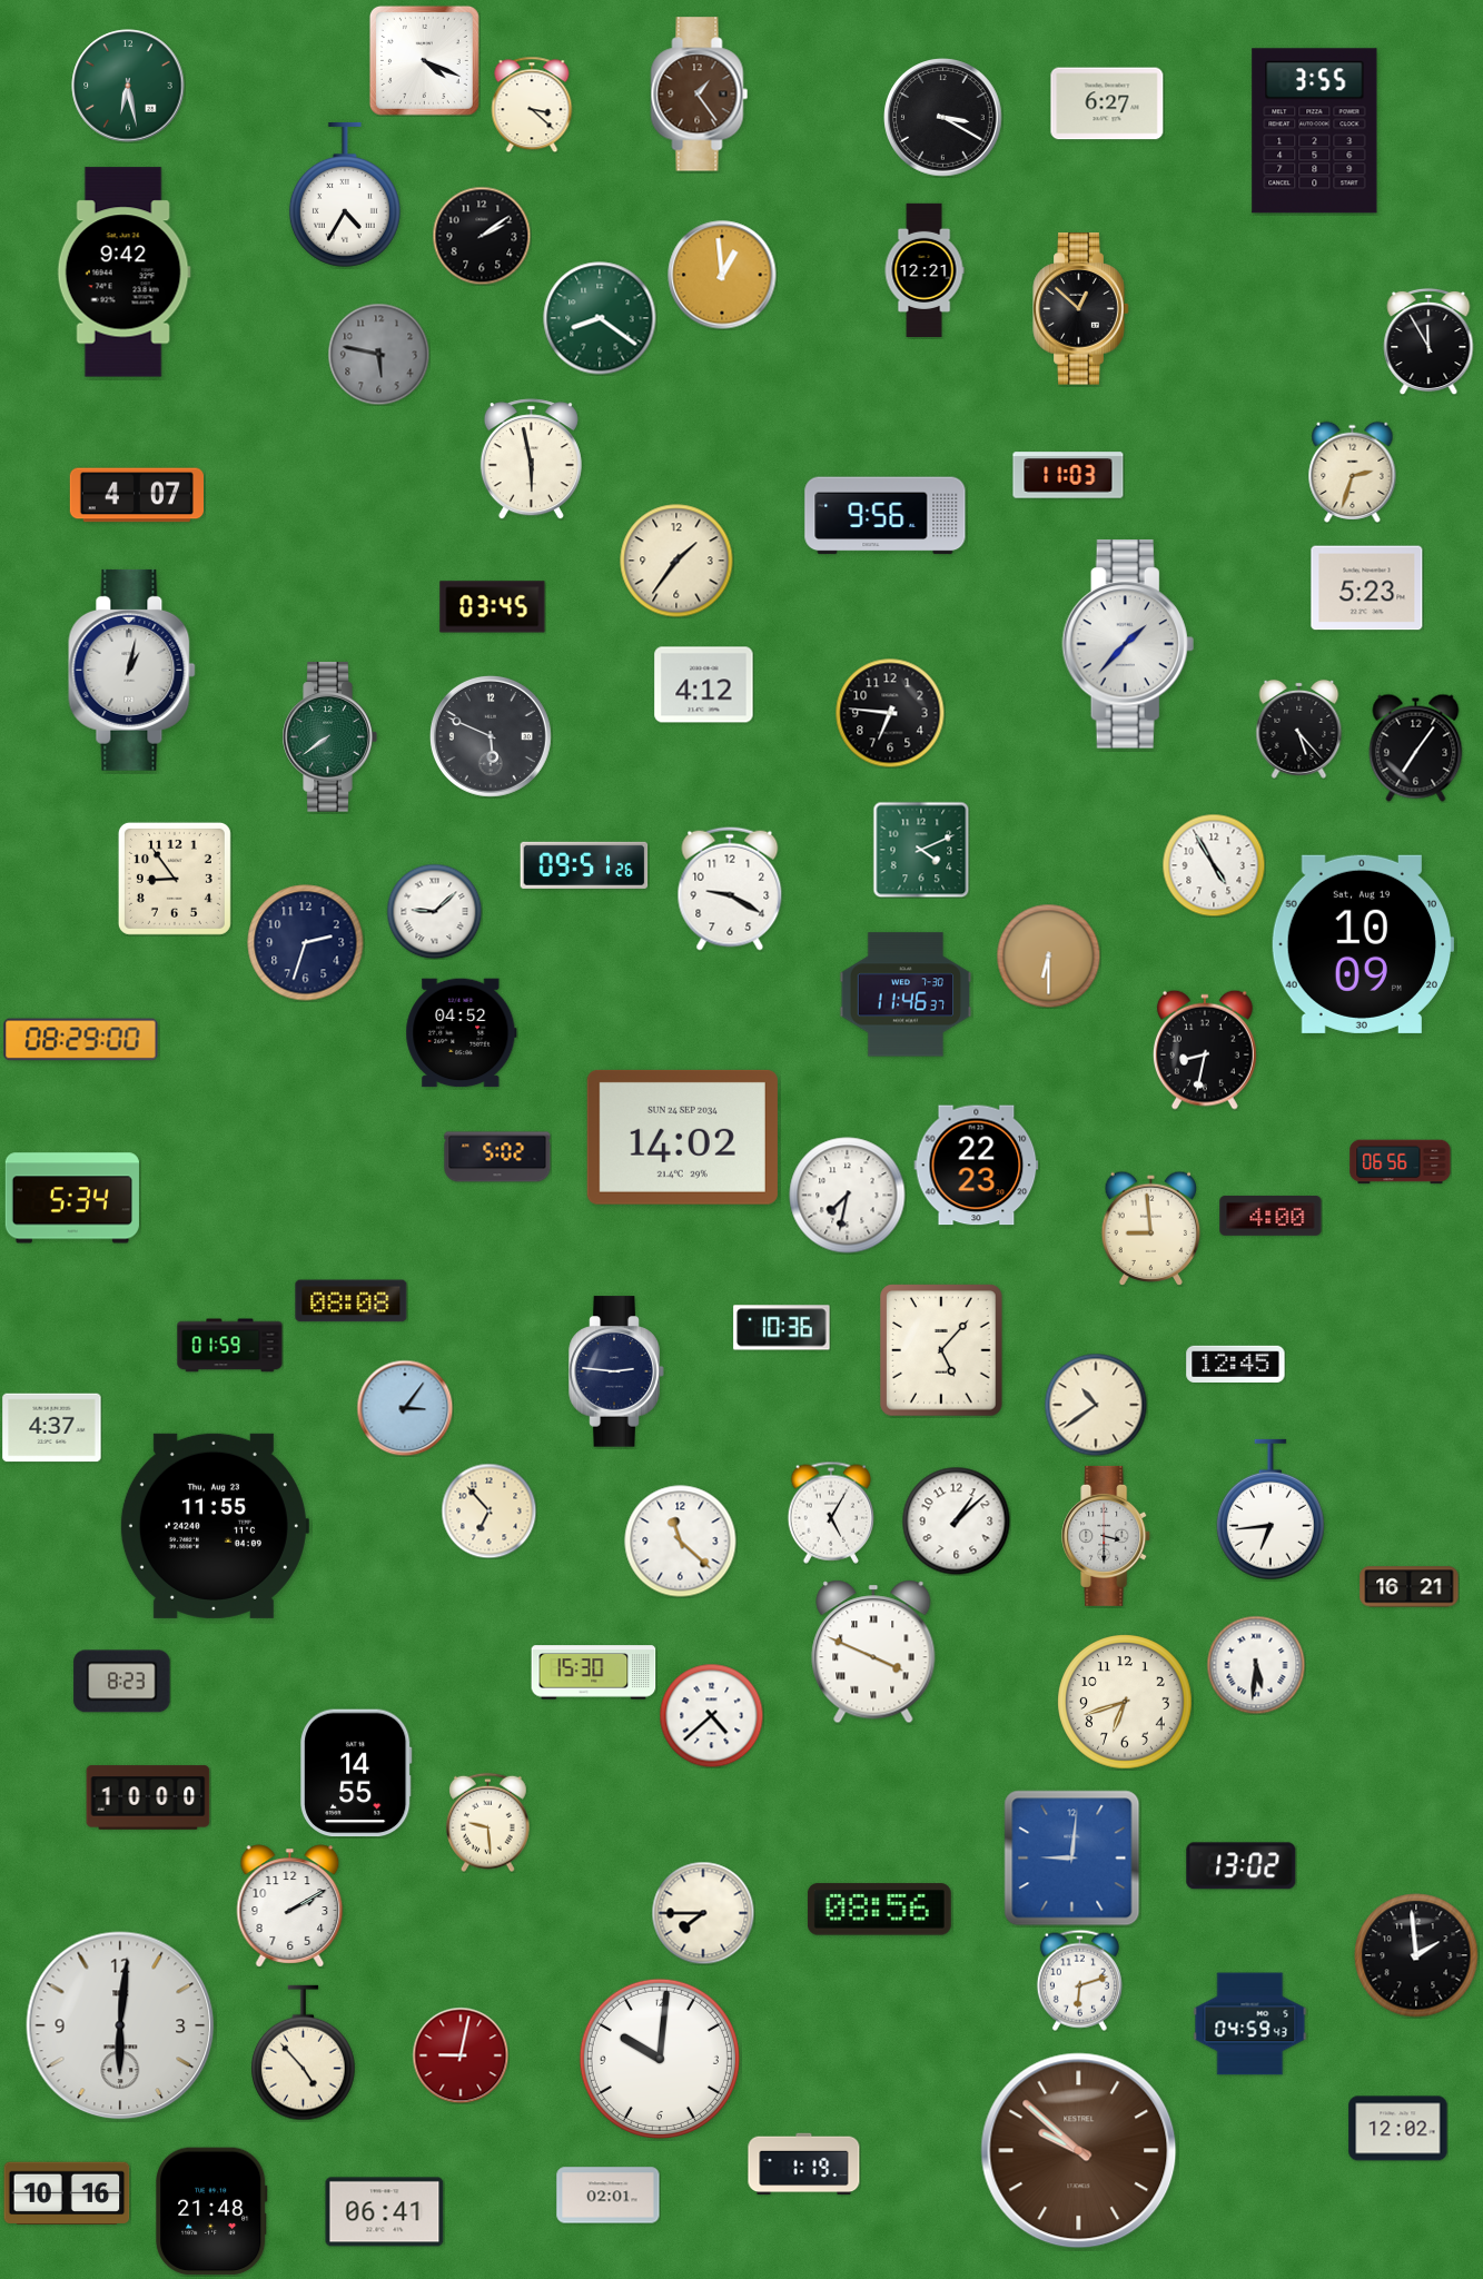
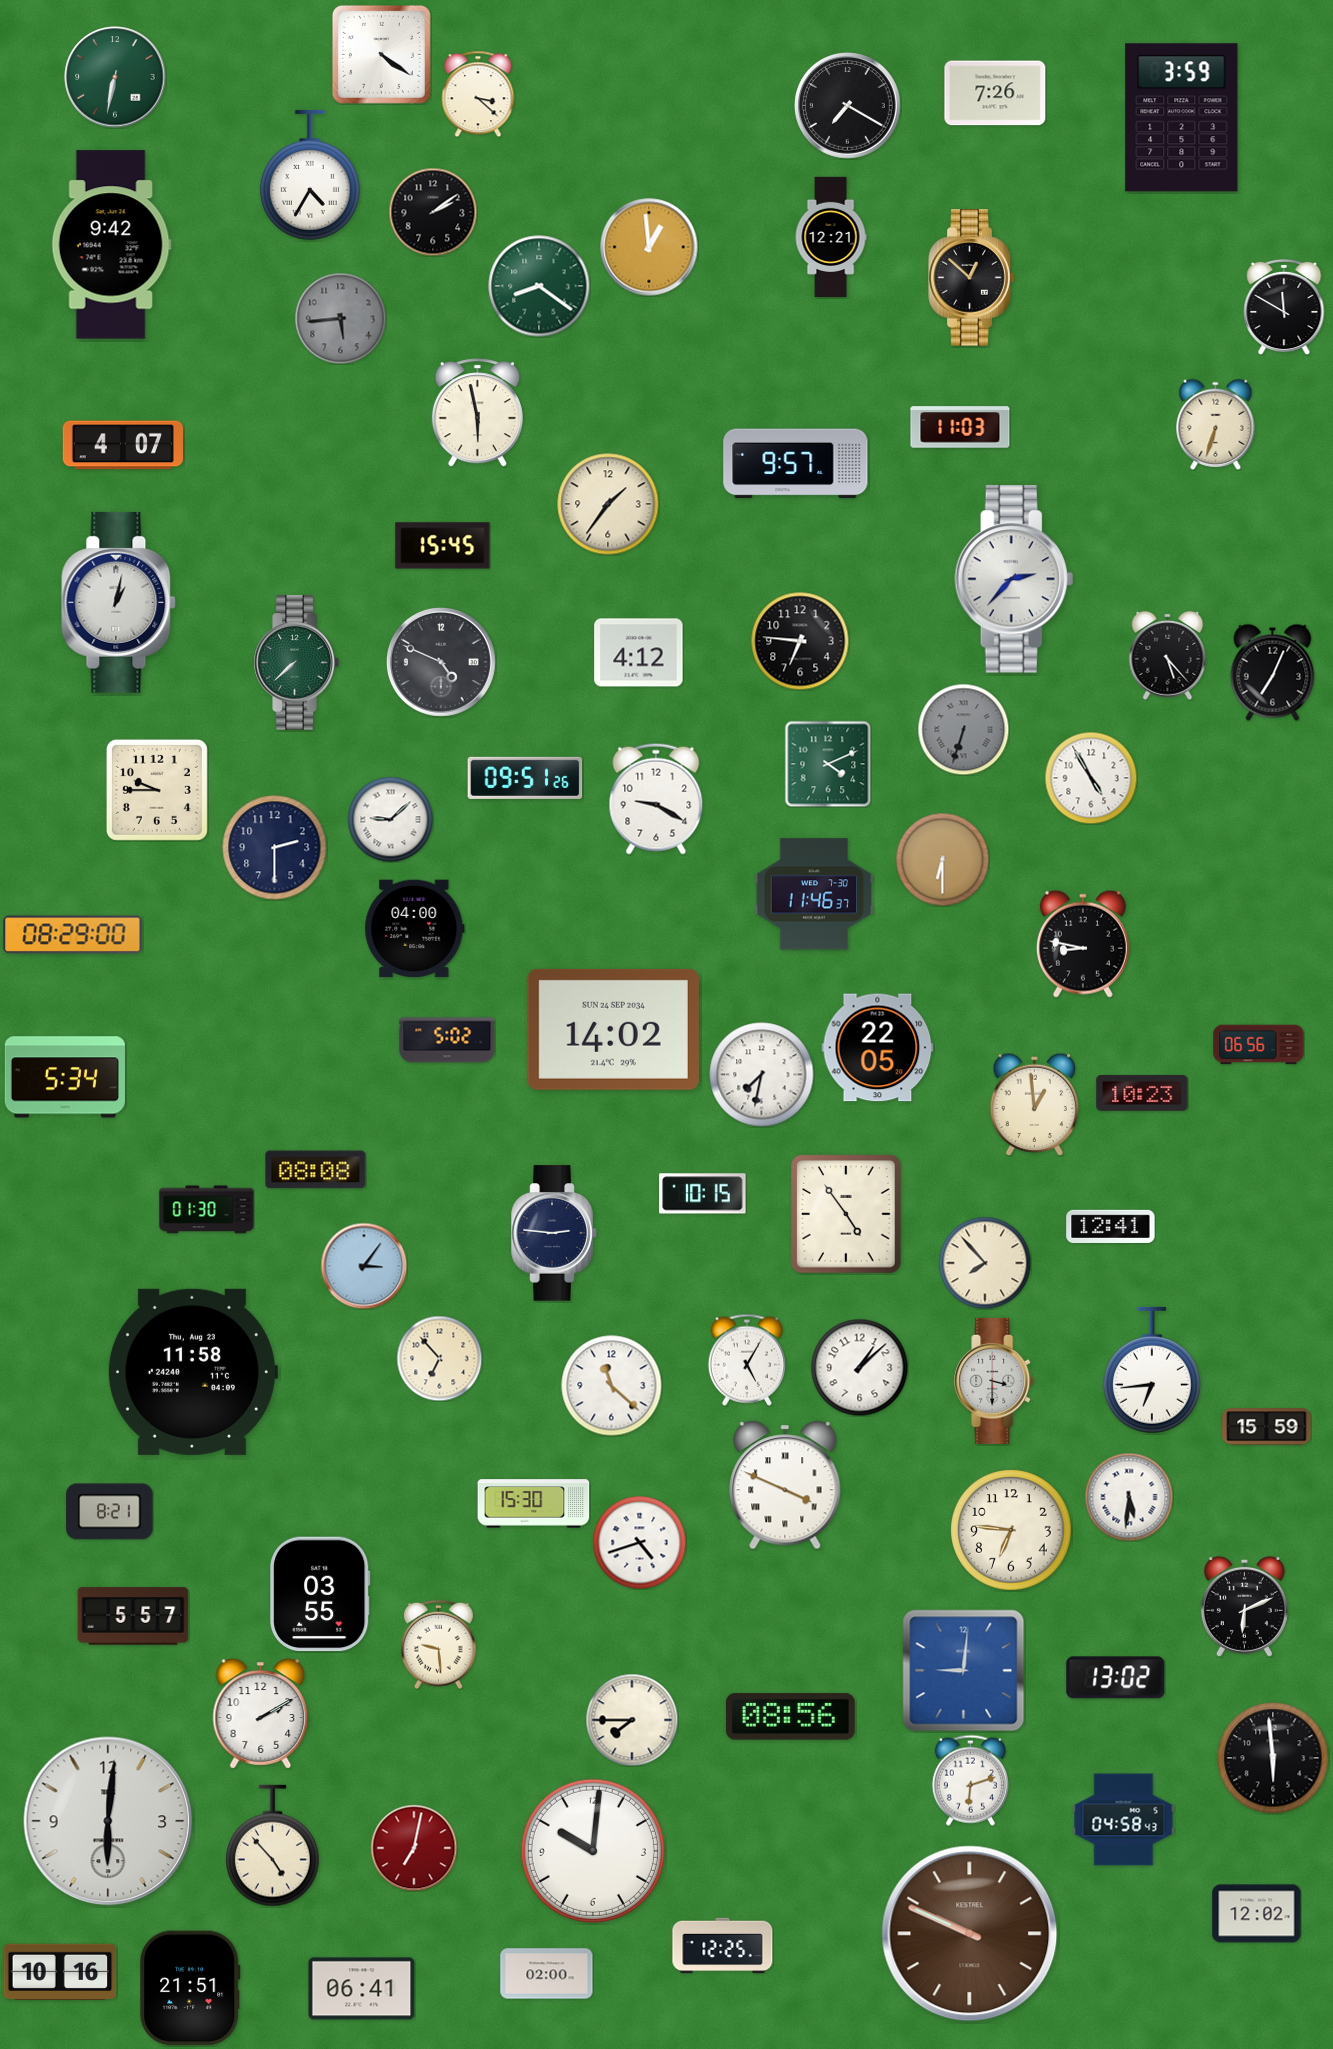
clock at (424, 60): 4:19 -> 4:21
clock at (128, 86): 6:28 -> 6:32
clock at (700, 95): 1:24 -> none
clock at (1107, 103): 6:27 -> 7:26
clock at (943, 118): 3:20 -> 7:20
clock at (1315, 131): 3:55 -> 3:59
clock at (925, 269) position: (925, 269) -> (831, 236)
clock at (1428, 341): 11:55 -> 11:50
clock at (378, 354): 5:47 -> 5:44
clock at (1353, 472): 2:33 -> 6:33
clock at (886, 516): 9:56 -> 9:57
clock at (1367, 588): 5:23 -> none
clock at (493, 607): 03:45 -> 15:45
clock at (1128, 644): 1:37 -> 2:37
clock at (704, 685) position: (704, 685) -> (639, 653)
clock at (491, 736): 5:49 -> 4:49
clock at (329, 737): 7:39 -> 7:38
clock at (1416, 747): 7:06 -> 7:04
clock at (963, 729): none -> 6:33
clock at (175, 879): 8:54 -> 9:45
clock at (306, 943): 2:33 -> 2:30
clock at (1362, 944): 10:09 -> none
clock at (462, 1033): 04:52 -> 04:00
clock at (1205, 1050): 8:32 -> 8:47
clock at (682, 1137) position: (682, 1137) -> (613, 1029)
clock at (977, 1166): 22:23 -> 22:05
clock at (1271, 1216): 4:00 -> 10:23
clock at (1151, 1228): 8:59 -> 12:59
clock at (782, 1328): 10:36 -> 10:15
clock at (230, 1346): 01:59 -> 01:30
clock at (941, 1350): 5:07 -> 4:54
clock at (1236, 1364): 12:45 -> 12:41
clock at (1096, 1405): 10:39 -> 7:53
clock at (52, 1428): 4:37 -> none
clock at (1271, 1509) position: (1271, 1509) -> (1152, 1370)
clock at (214, 1526): 11:55 -> 11:58
clock at (1410, 1587): 16:21 -> 15:59
clock at (122, 1682): 8:23 -> 8:21
clock at (1125, 1702): 6:42 -> 6:46
clock at (711, 1715): 4:38 -> 4:42
clock at (357, 1773): 14:55 -> 03:55
clock at (1244, 1606): none -> 6:11
clock at (148, 1797): 10:00 -> 5:57
clock at (488, 1822) position: (488, 1822) -> (439, 1644)
clock at (1416, 1955): 1:59 -> 5:59
clock at (1250, 2024): 04:59 -> 04:58
clock at (461, 2055): 9:02 -> 7:02
clock at (1079, 2151): 9:52 -> 9:49
clock at (804, 2164): 1:19 -> 12:25
clock at (609, 2196): 02:01 -> 02:00
clock at (212, 2211): 21:48 -> 21:51
clock at (385, 2212) position: (385, 2212) -> (362, 1989)
